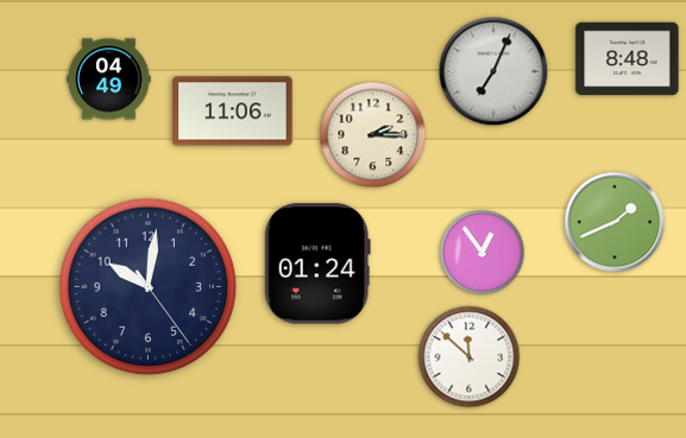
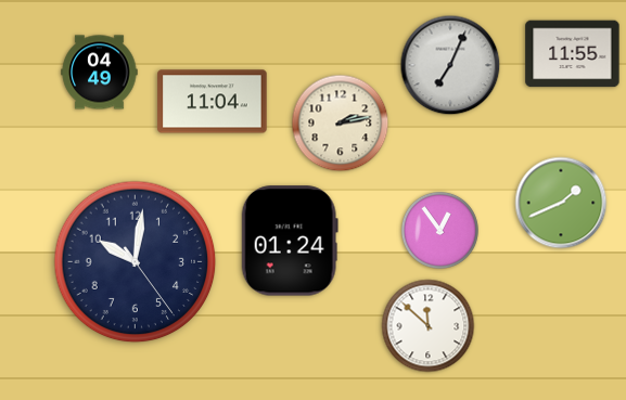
clock at (628, 59): 8:48 -> 11:55
clock at (233, 112): 11:06 -> 11:04
clock at (373, 135): 2:15 -> 2:13
